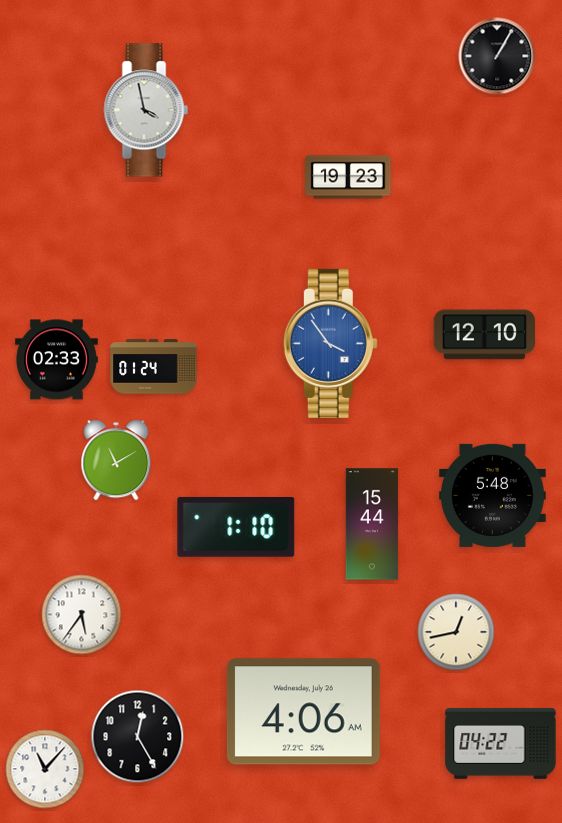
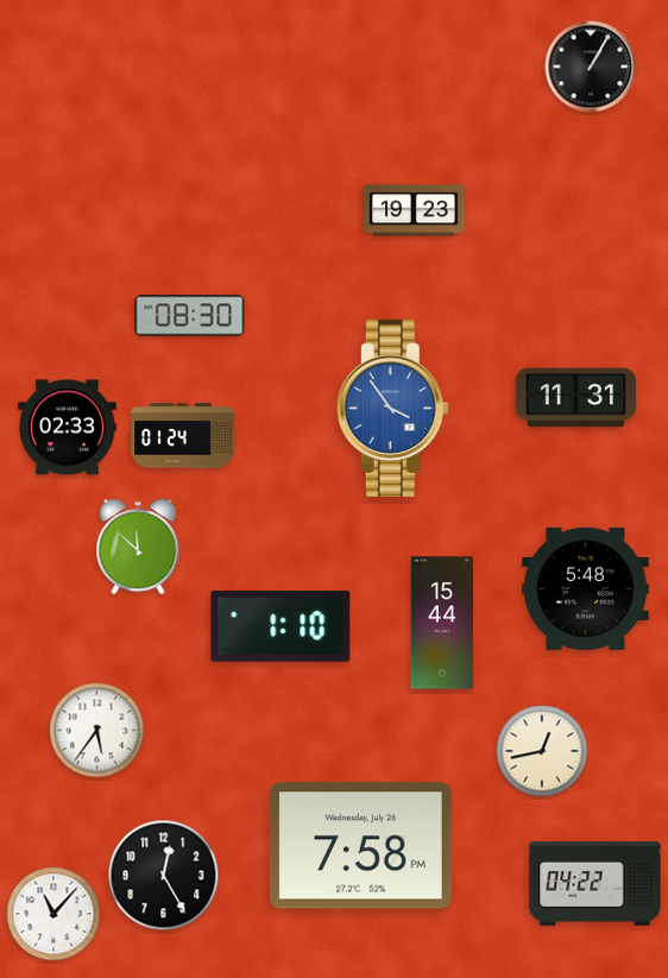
clock at (146, 110): 3:58 -> none
clock at (190, 316): none -> 08:30
clock at (484, 335): 12:10 -> 11:31
clock at (116, 460): 11:10 -> 11:52
clock at (303, 712): 4:06 -> 7:58
